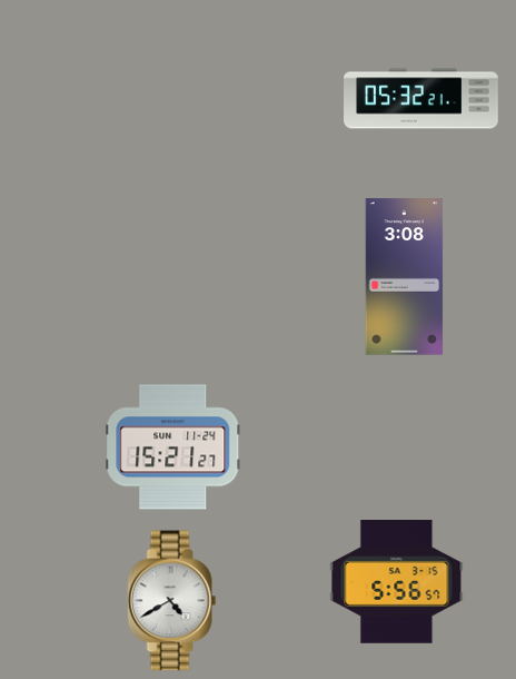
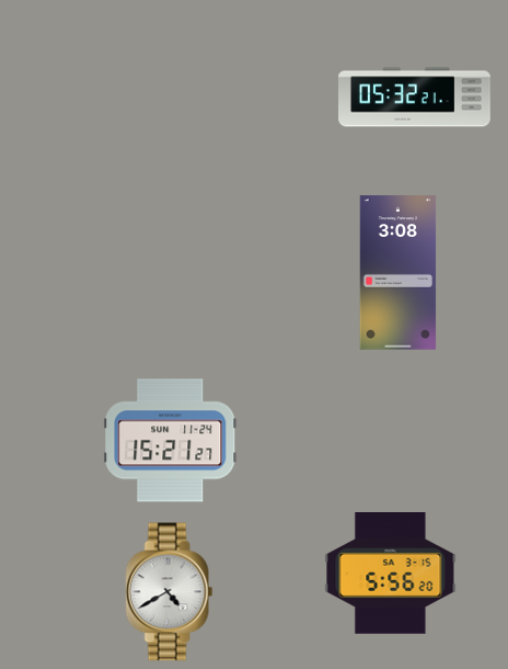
clock at (397, 582): 5:56:57 -> 5:56:20
